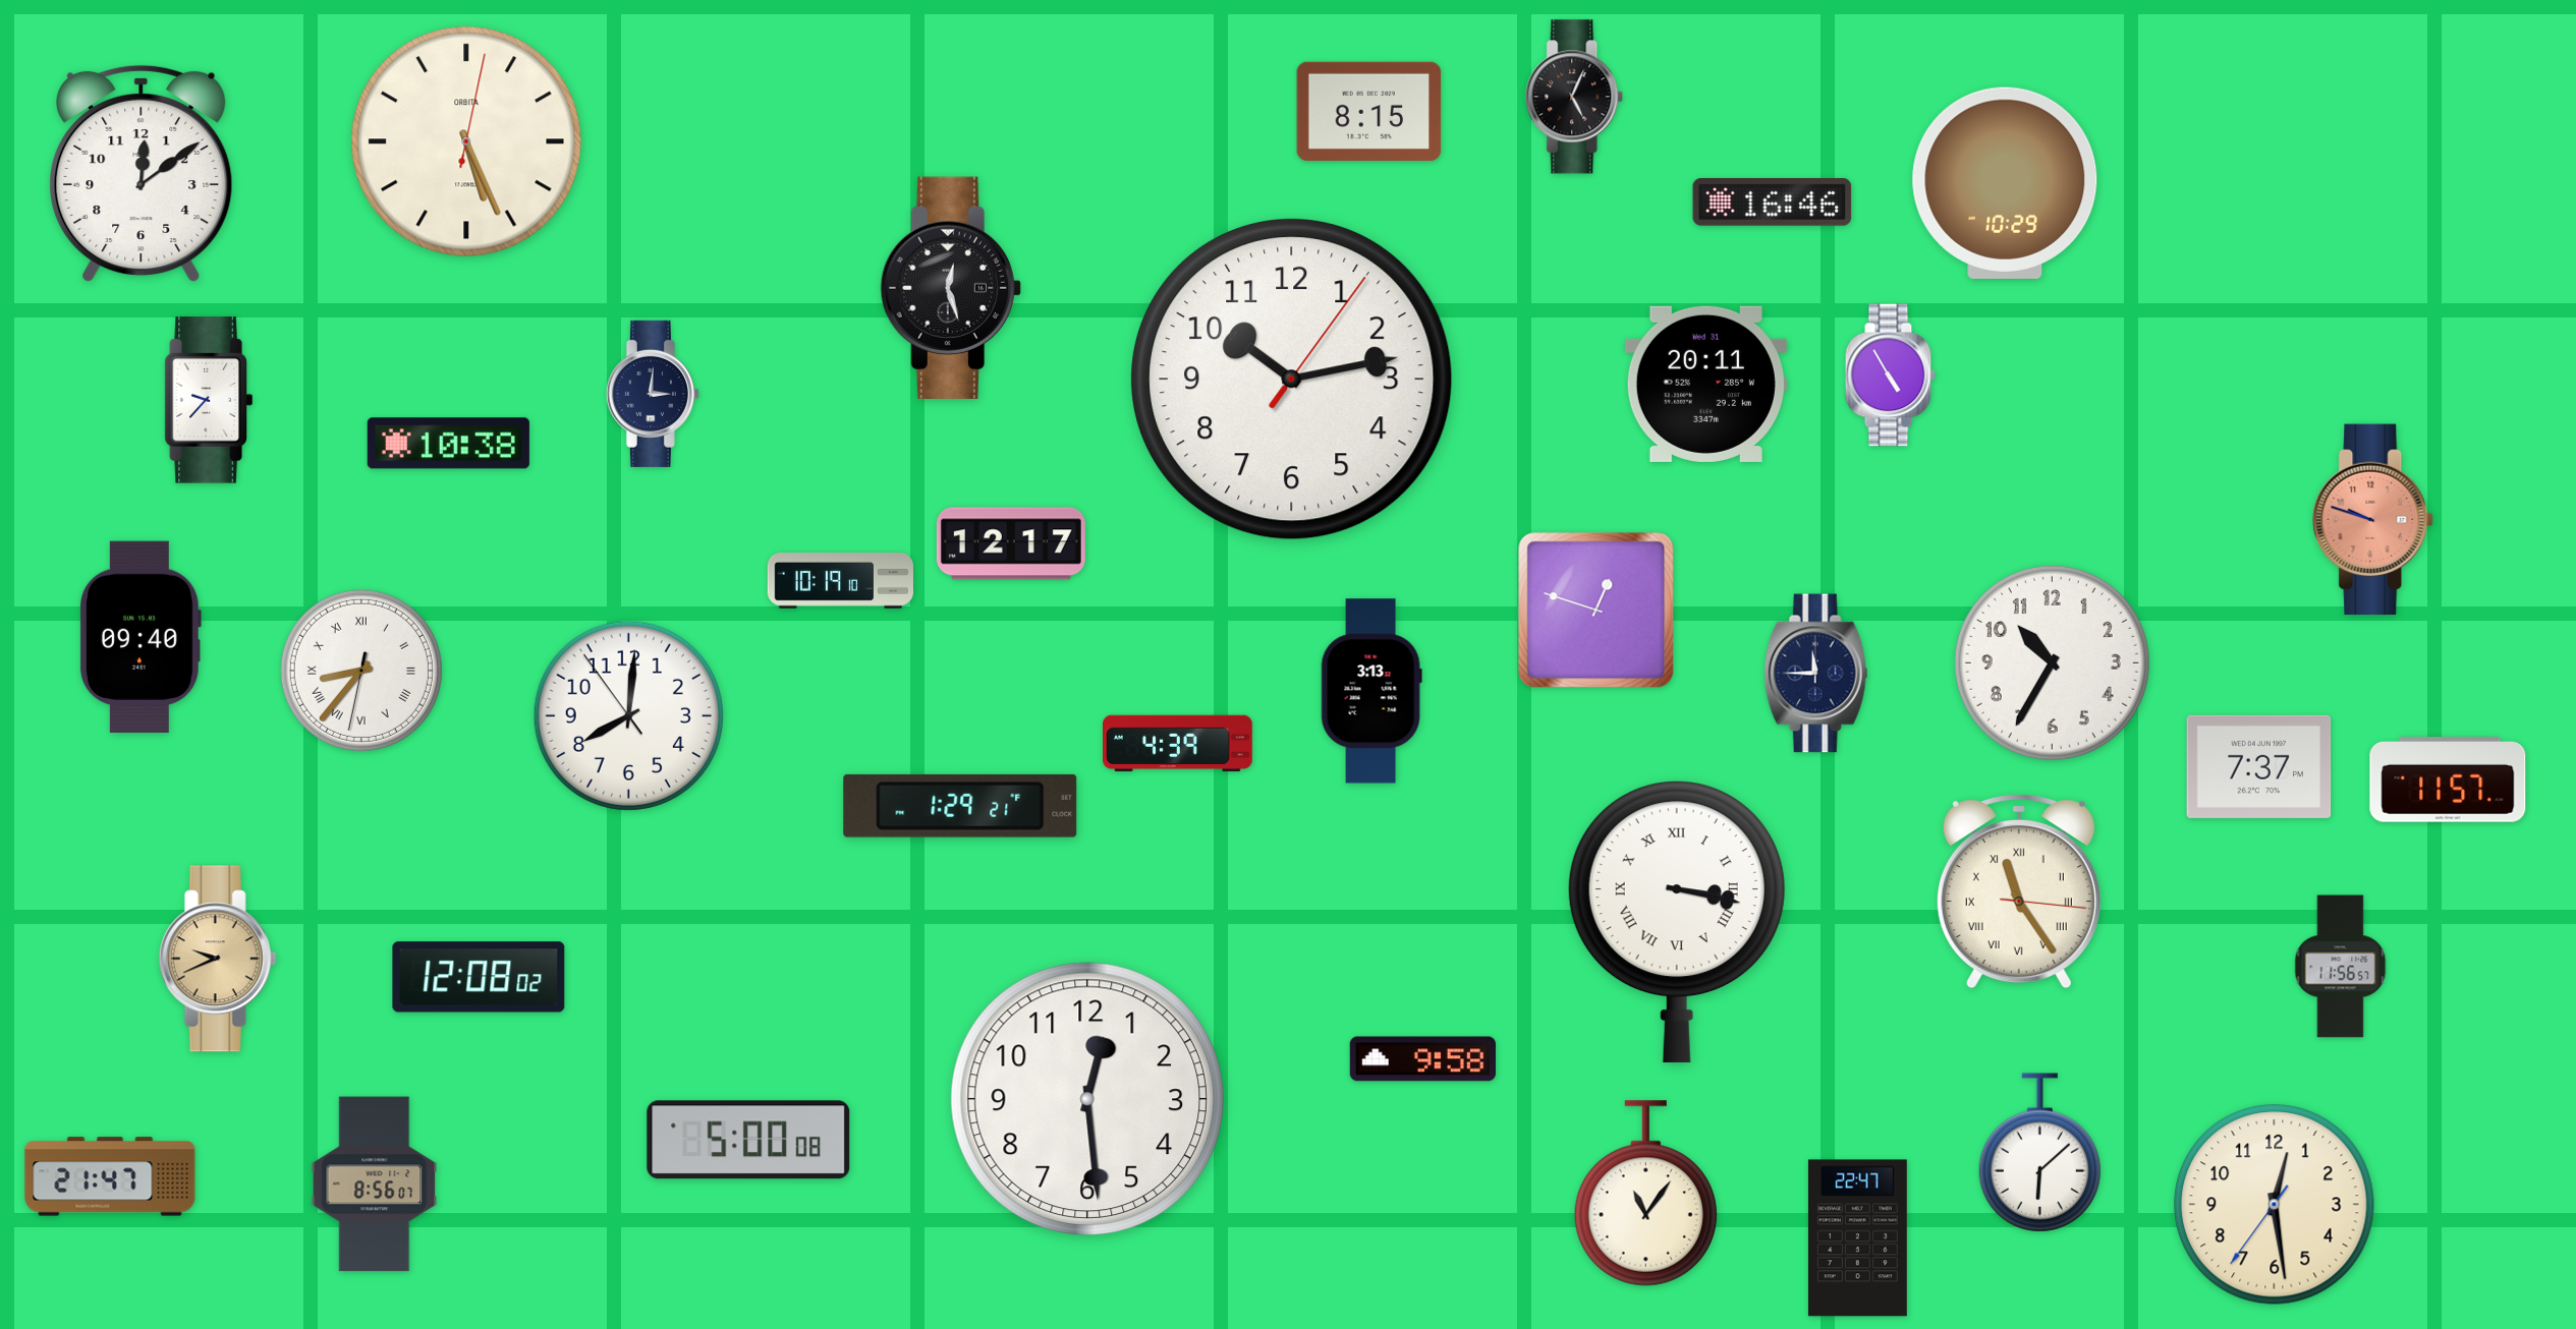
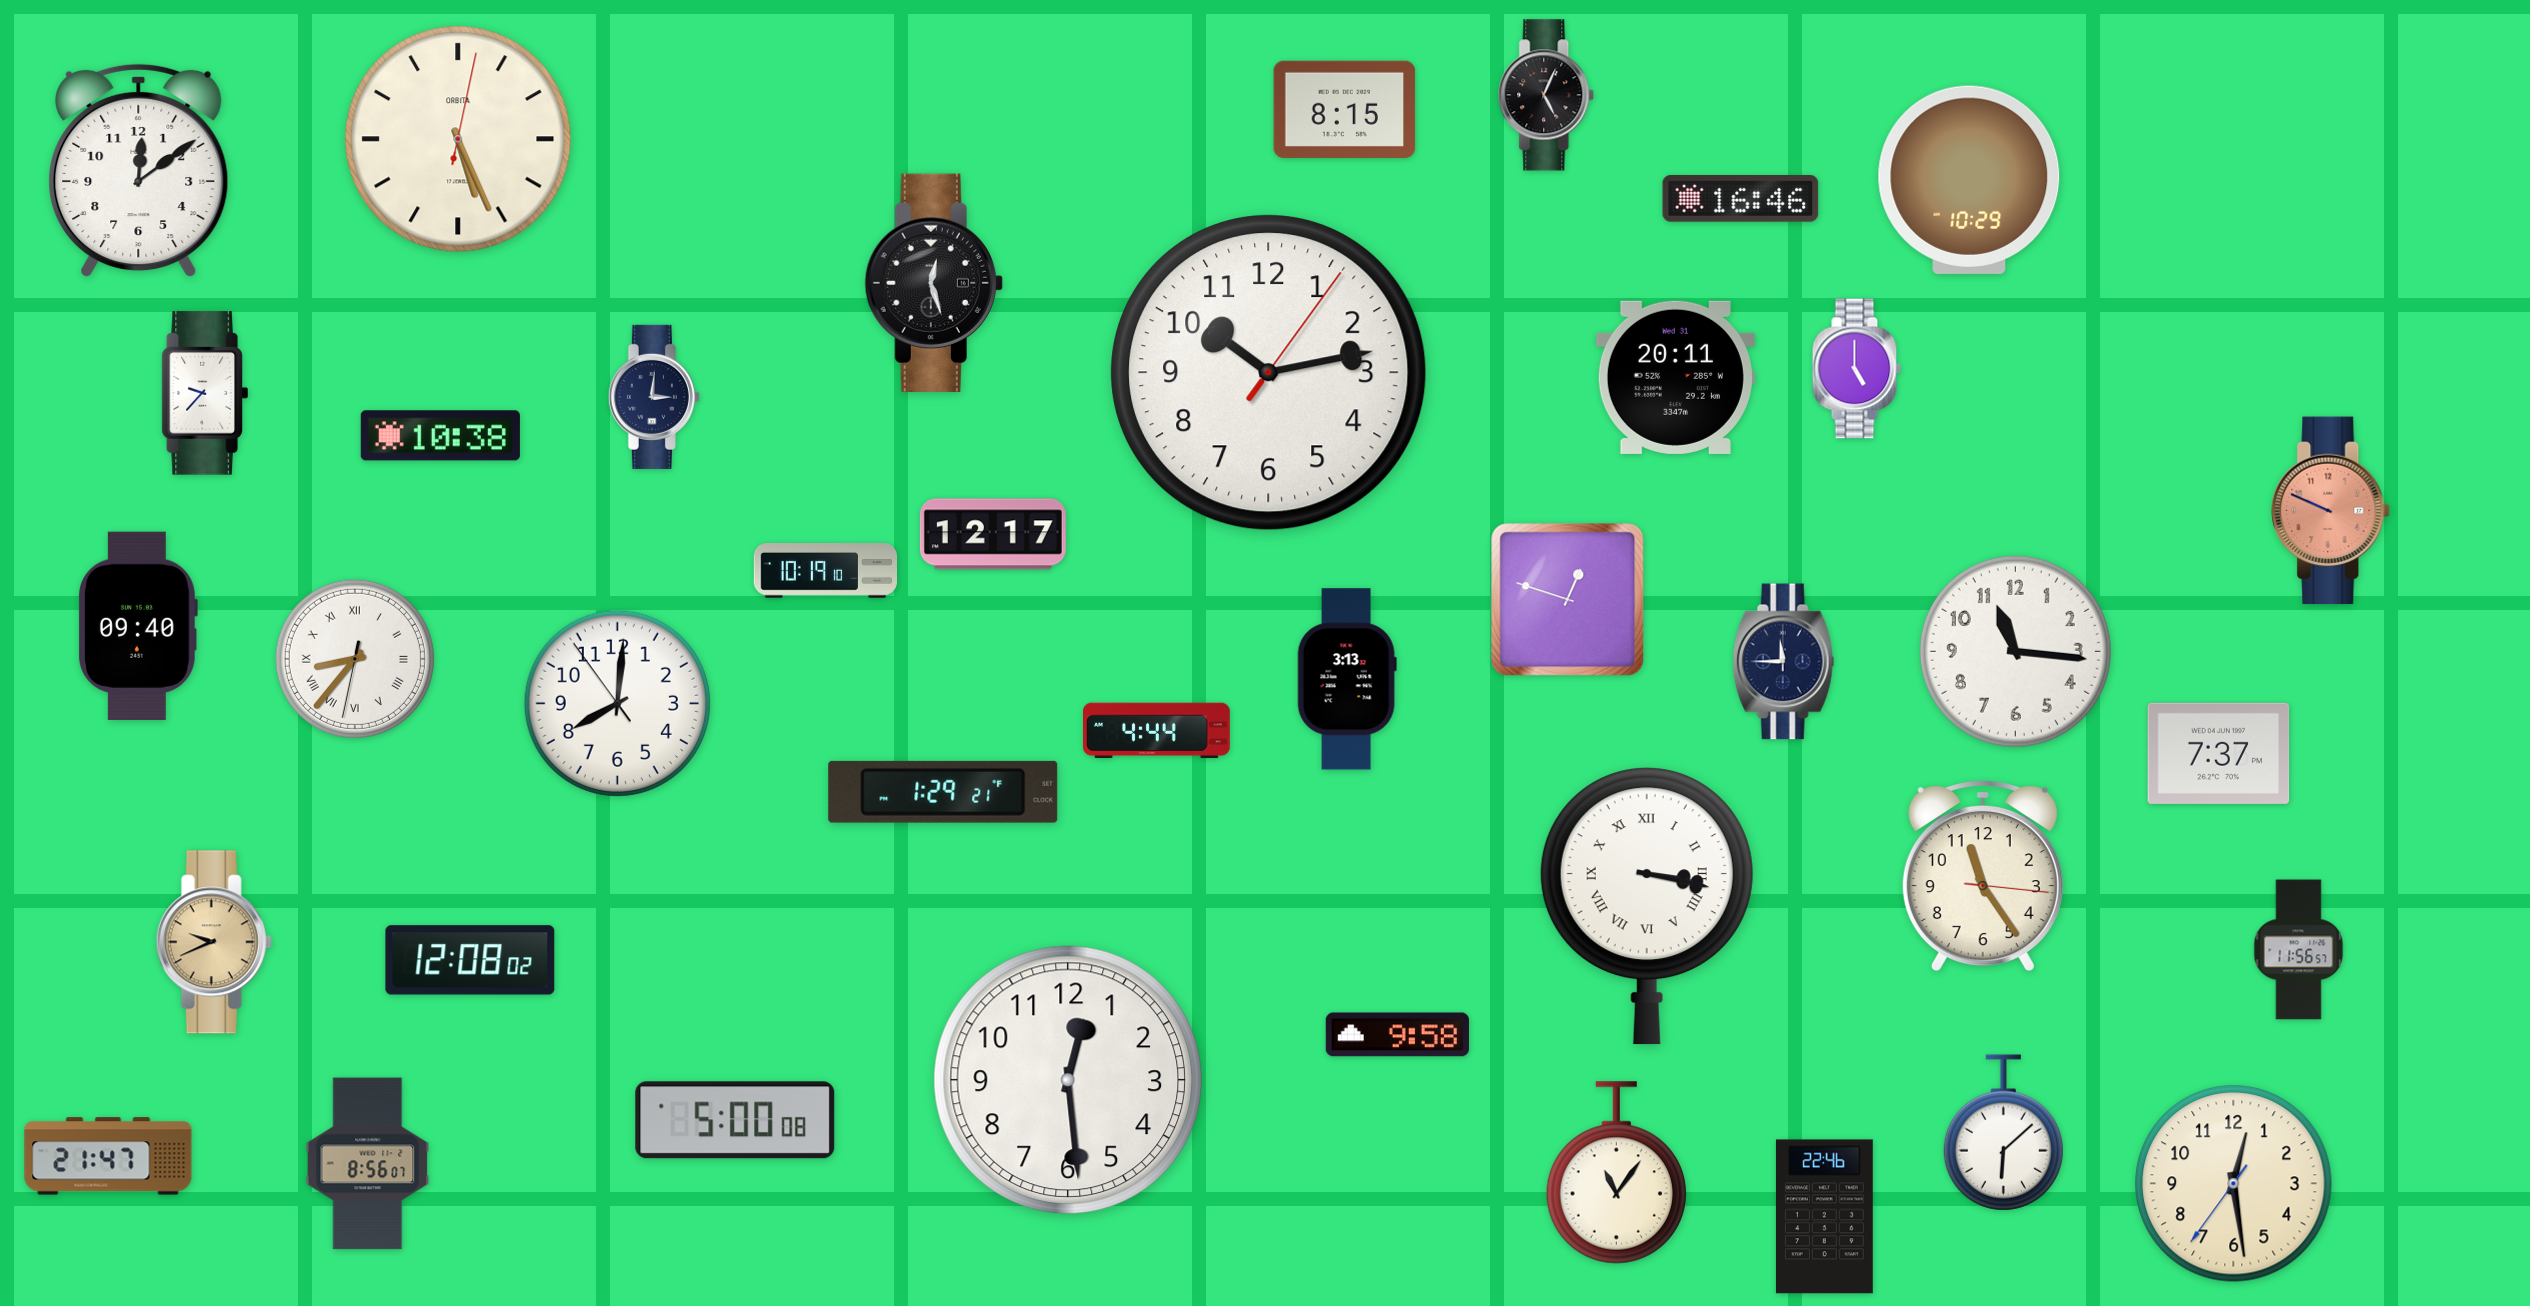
clock at (1890, 375): 4:55 -> 5:00
clock at (653, 394) position: (653, 394) -> (654, 397)
clock at (2373, 520): 9:48 -> 9:49
clock at (2052, 662): 10:35 -> 11:16
clock at (1178, 744): 4:39 -> 4:44
clock at (2448, 781): 11:57 -> none
clock at (2019, 892) numerals: Roman -> Arabic
clock at (1422, 1059) position: (1422, 1059) -> (1397, 1035)
clock at (1857, 1238): 22:47 -> 22:46
